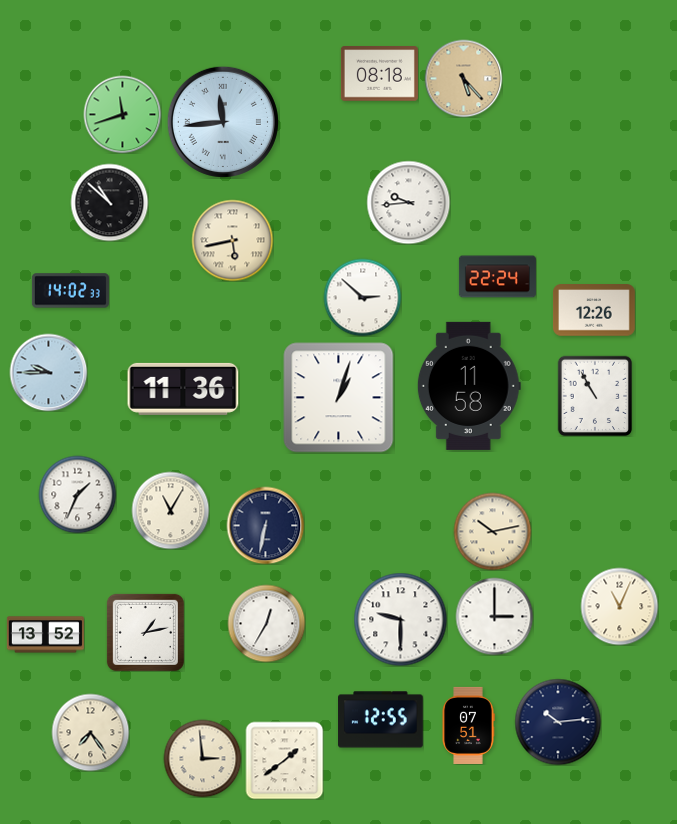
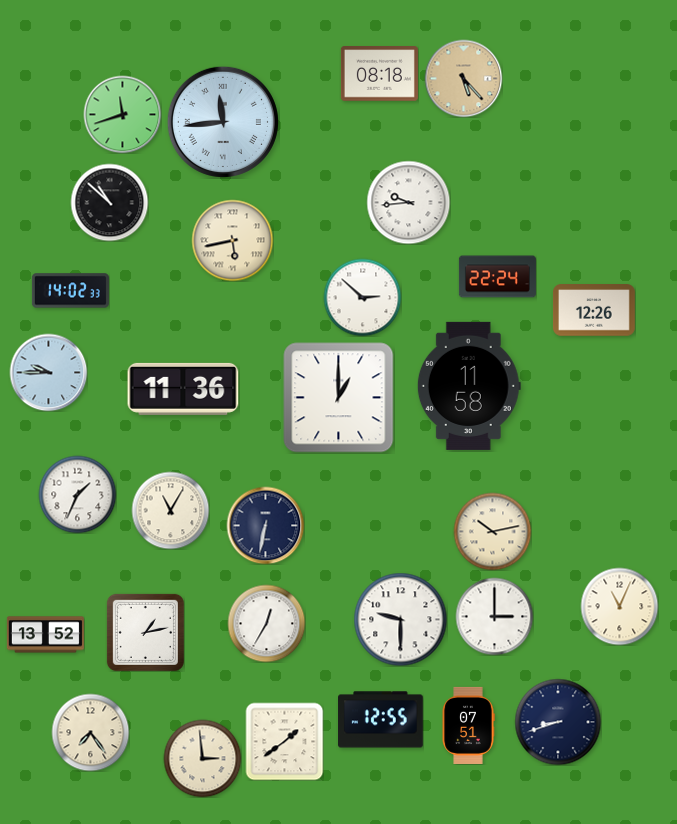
clock at (595, 396): 10:55 -> none
clock at (339, 398): 1:03 -> 1:00
clock at (558, 722): 10:14 -> 8:42
clock at (284, 760) position: (284, 760) -> (284, 741)
